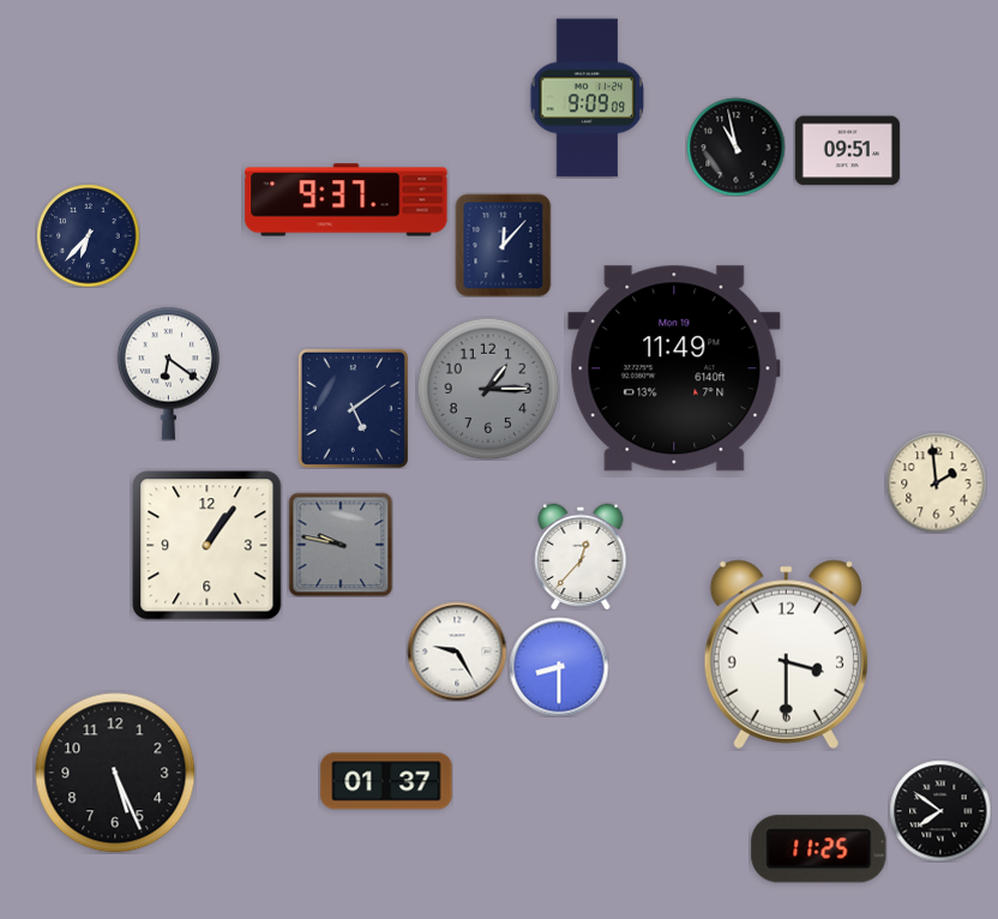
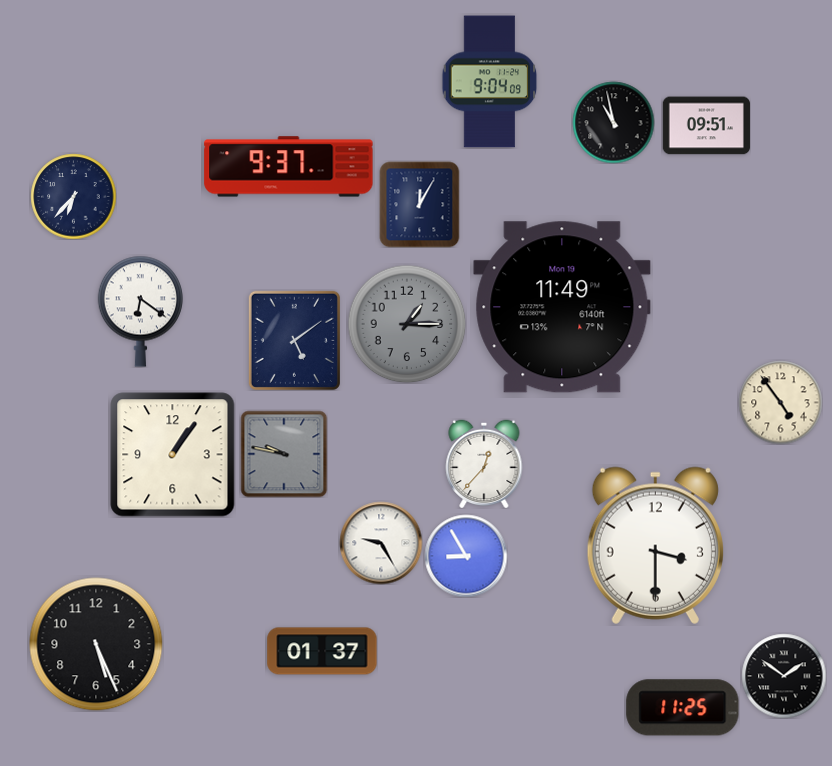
clock at (588, 98): 9:09 -> 9:04
clock at (504, 245): 12:07 -> 12:05
clock at (936, 482): 1:59 -> 4:54
clock at (559, 667): 8:30 -> 8:55
clock at (940, 811): 7:51 -> 1:51
